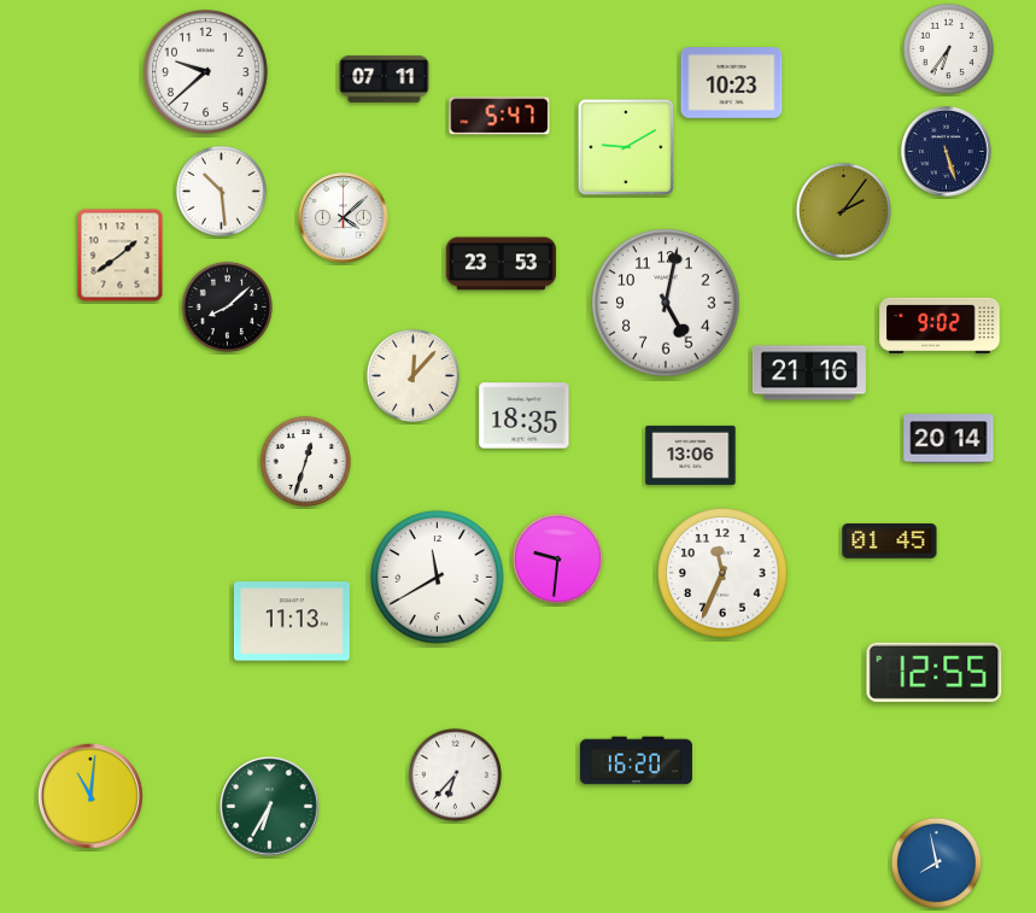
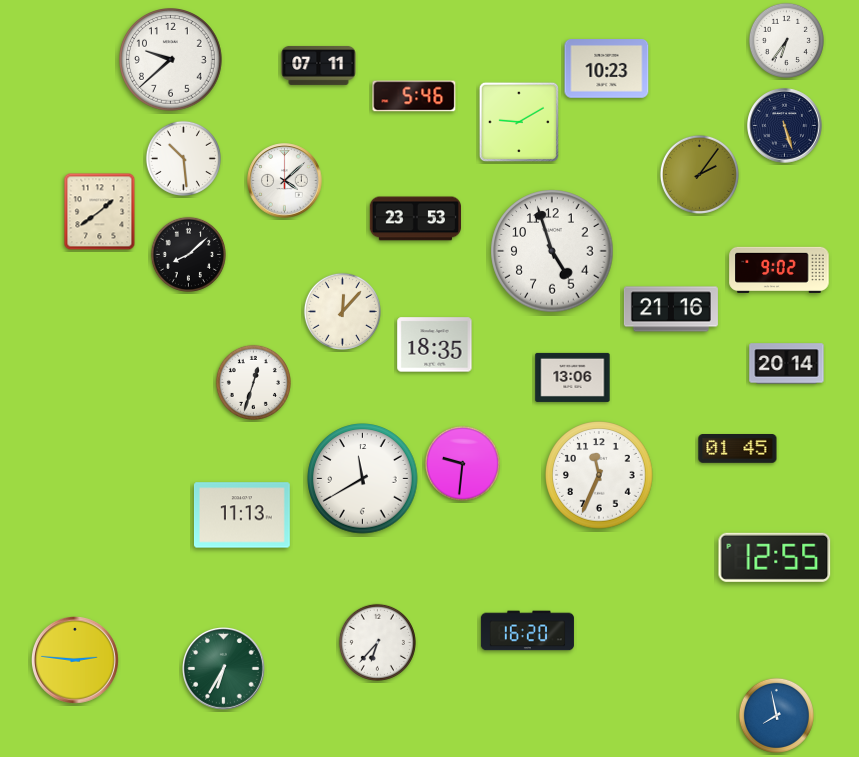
clock at (499, 116): 5:47 -> 5:46
clock at (666, 303): 5:02 -> 4:57
clock at (90, 796): 11:01 -> 2:46
